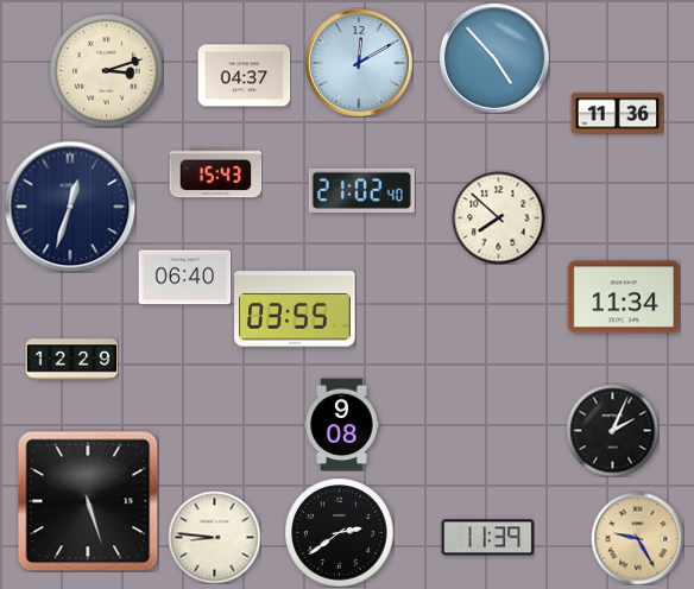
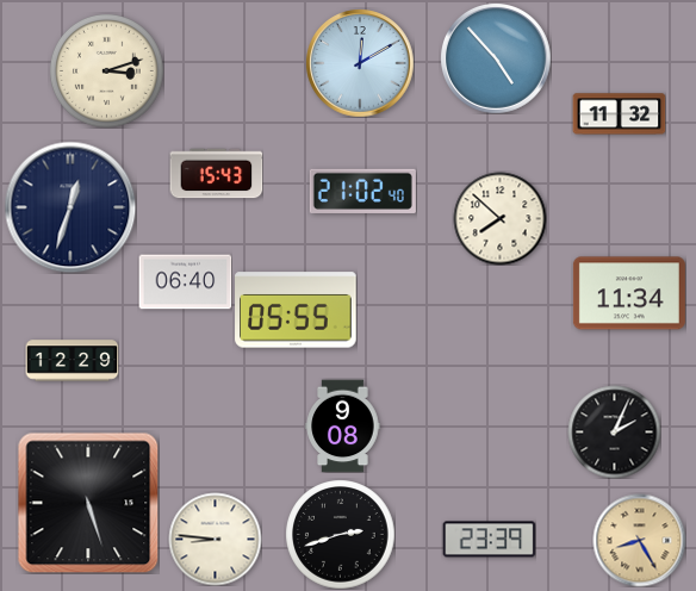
clock at (244, 76): 04:37 -> none
clock at (617, 114): 11:36 -> 11:32
clock at (184, 278) position: (184, 278) -> (185, 282)
clock at (624, 297) position: (624, 297) -> (629, 293)
clock at (295, 309): 03:55 -> 05:55
clock at (339, 532): 2:39 -> 2:42
clock at (487, 538): 11:39 -> 23:39
clock at (637, 538): 9:25 -> 8:25
